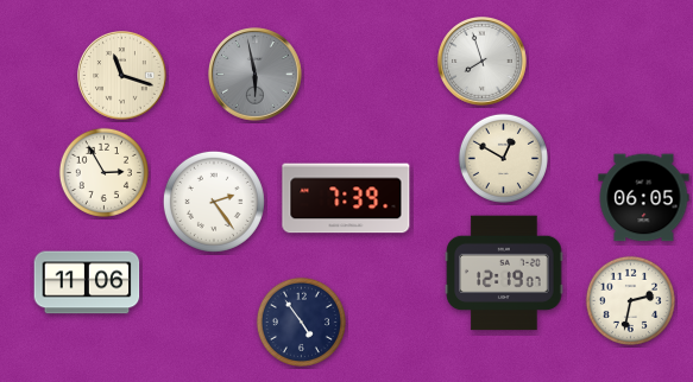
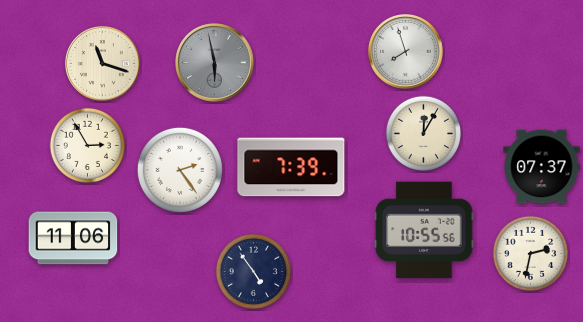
clock at (503, 158): 12:50 -> 12:05
clock at (644, 198): 06:05 -> 07:37
clock at (504, 273): 12:19 -> 10:55
